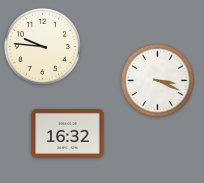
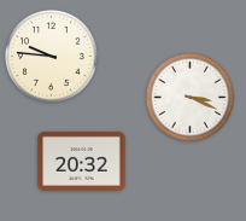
clock at (68, 133): 16:32 -> 20:32
